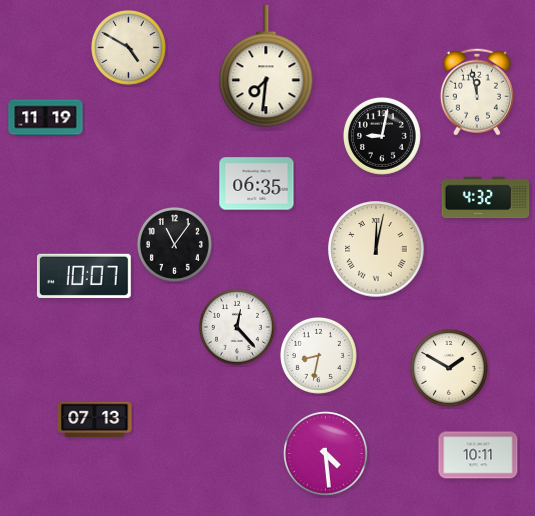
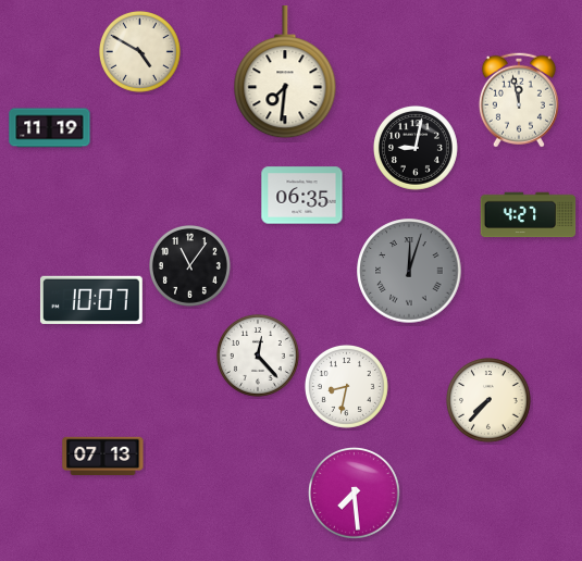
clock at (266, 67) position: (266, 67) -> (285, 73)
clock at (257, 184) position: (257, 184) -> (302, 196)
clock at (486, 198): 4:32 -> 4:27
clock at (376, 249): 12:02 -> 12:03
clock at (376, 249) dial: cream -> grey
clock at (449, 368): 1:50 -> 7:37
clock at (326, 454): 4:29 -> 7:29
clock at (478, 455): 10:11 -> none
